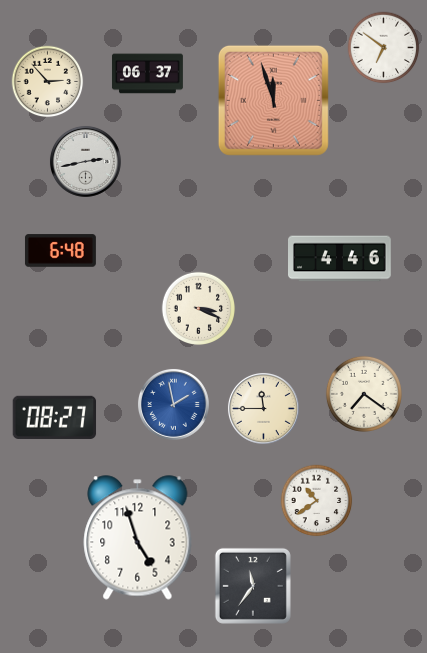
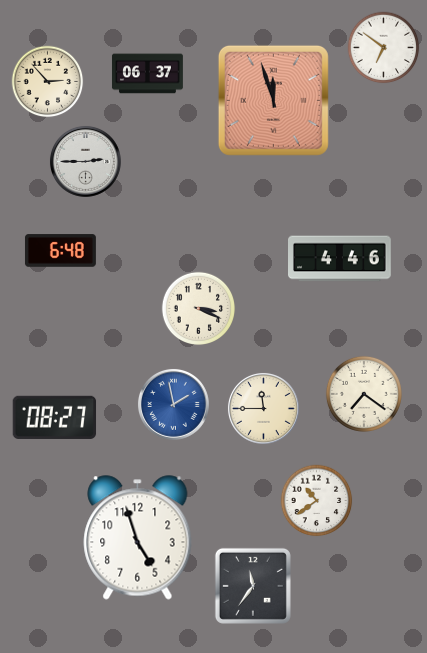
clock at (85, 161): 2:43 -> 2:45
